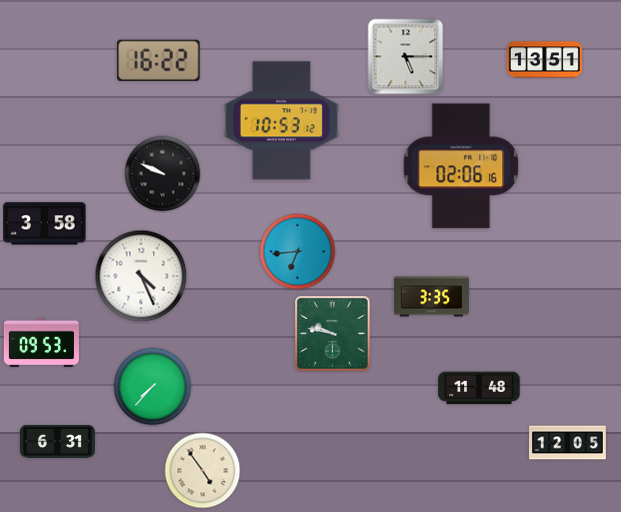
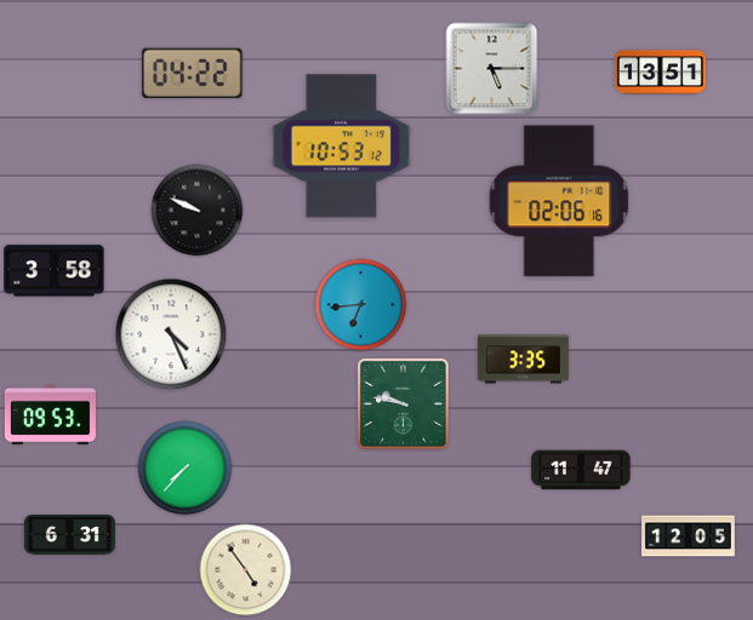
clock at (159, 60): 16:22 -> 04:22
clock at (479, 388): 11:48 -> 11:47
